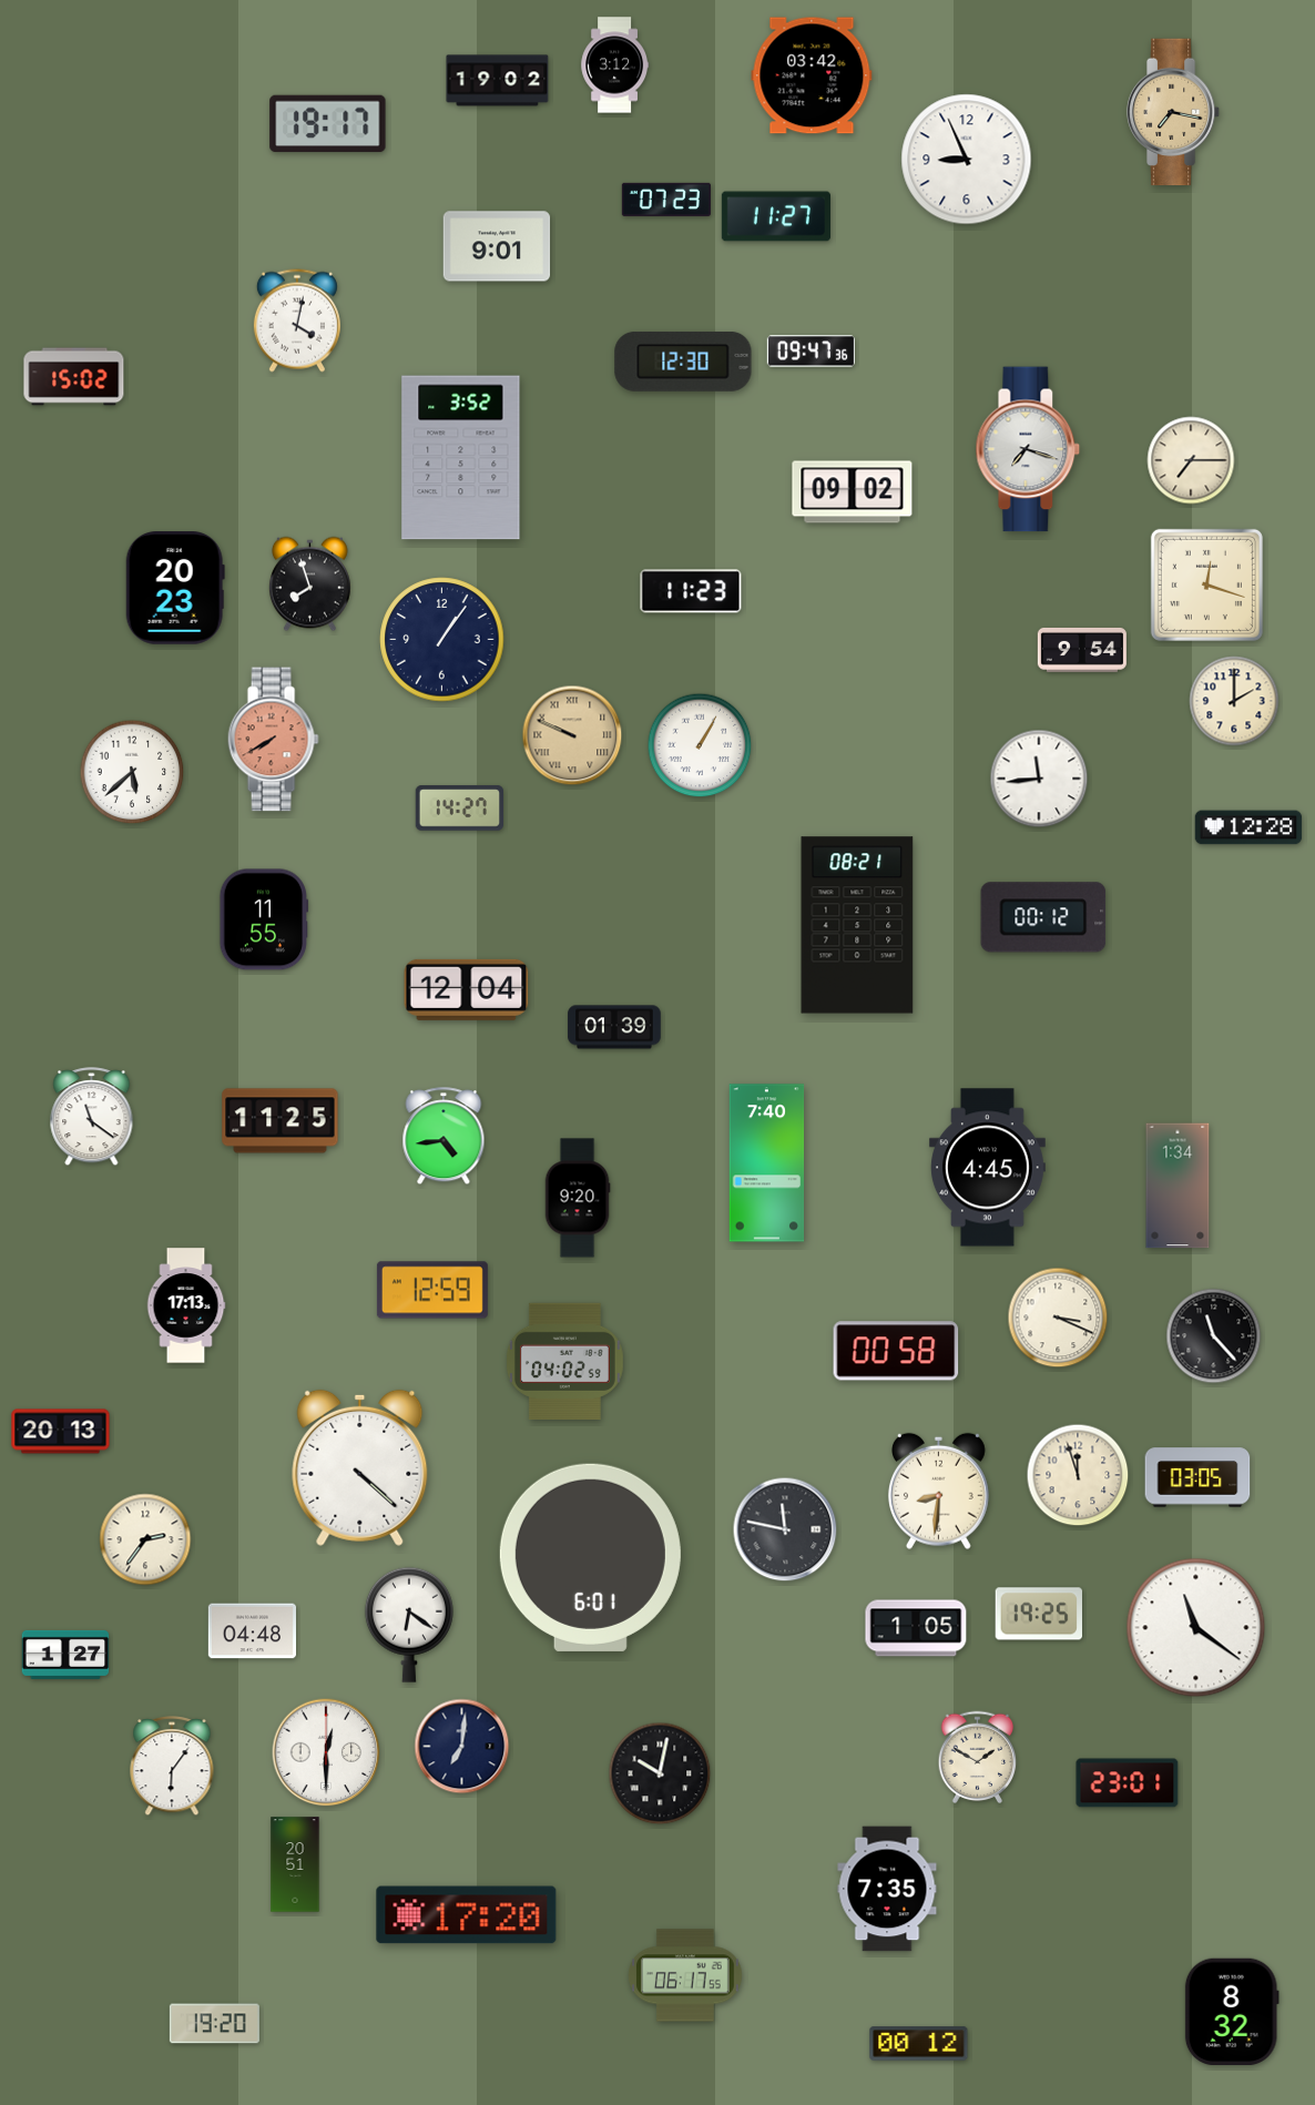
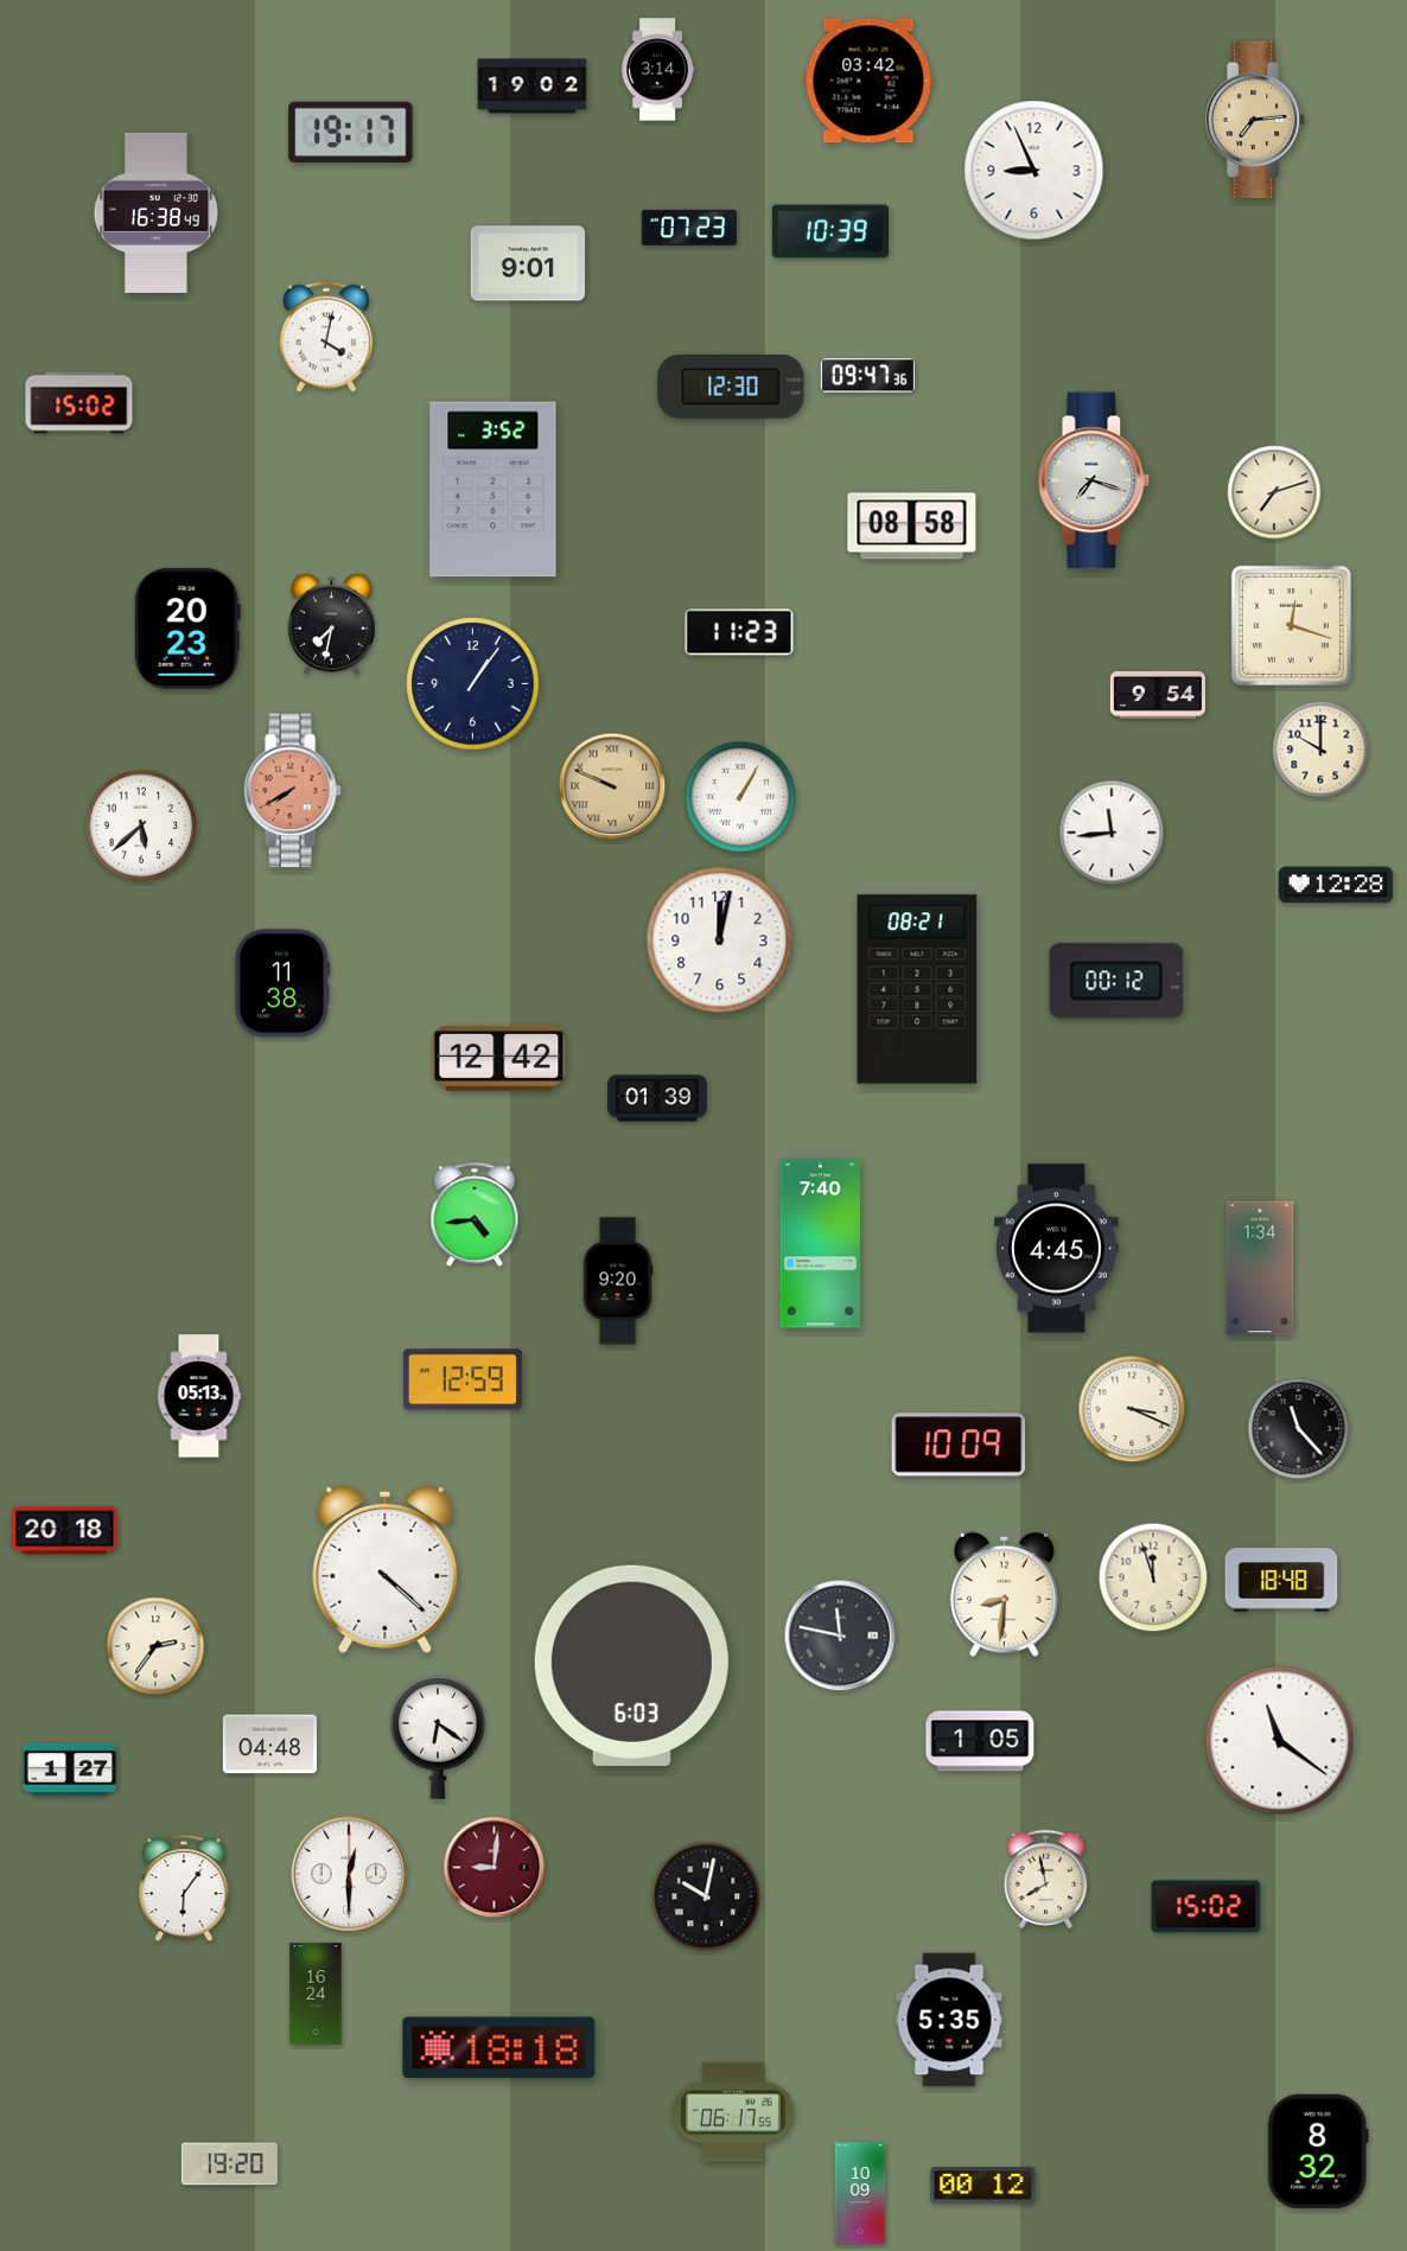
clock at (615, 65): 3:12 -> 3:14
clock at (1173, 112): 7:17 -> 7:14
clock at (157, 212): none -> 16:38
clock at (666, 200) position: (666, 200) -> (689, 228)
clock at (776, 216): 11:27 -> 10:39
clock at (497, 246) position: (497, 246) -> (528, 263)
clock at (297, 321) position: (297, 321) -> (326, 337)
clock at (1028, 449) position: (1028, 449) -> (1094, 480)
clock at (1191, 460): 7:15 -> 7:12
clock at (853, 492): 09:02 -> 08:58
clock at (309, 584): 7:57 -> 7:32
clock at (1234, 701): 2:00 -> 10:00
clock at (700, 745) position: (700, 745) -> (740, 797)
clock at (459, 809): 14:27 -> none
clock at (720, 940): none -> 12:02
clock at (264, 919): 11:55 -> 11:38
clock at (467, 989): 12:04 -> 12:42
clock at (92, 1117): 11:21 -> none
clock at (281, 1121): 11:25 -> none
clock at (186, 1305): 17:13 -> 05:13
clock at (896, 1351): 00:58 -> 10:09
clock at (564, 1361): 04:02 -> none
clock at (61, 1432): 20:13 -> 20:18
clock at (1197, 1477): 03:05 -> 18:48
clock at (590, 1557): 6:01 -> 6:03
clock at (1038, 1614): 19:25 -> none
clock at (462, 1747): 7:01 -> 9:01
clock at (462, 1747) dial: navy -> burgundy
clock at (978, 1758): 1:50 -> 7:58
clock at (1128, 1783): 23:01 -> 15:02
clock at (295, 1864): 20:51 -> 16:24
clock at (887, 1889): 7:35 -> 5:35
clock at (467, 1915): 17:20 -> 18:18
clock at (860, 2193): none -> 10:09
